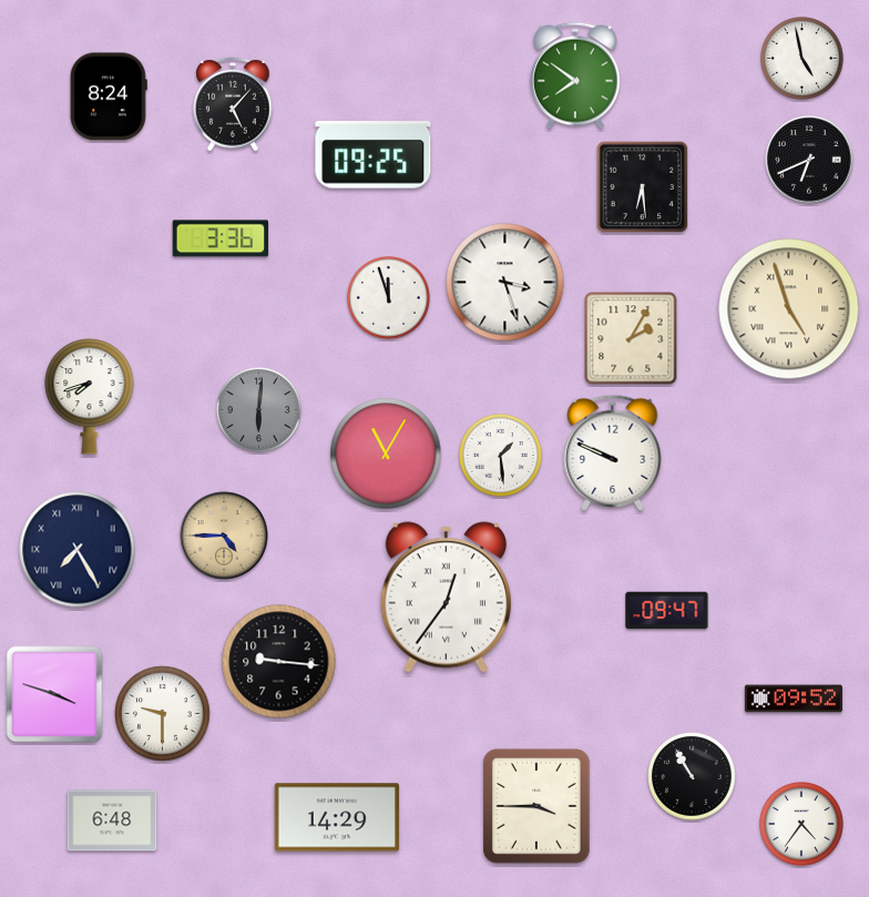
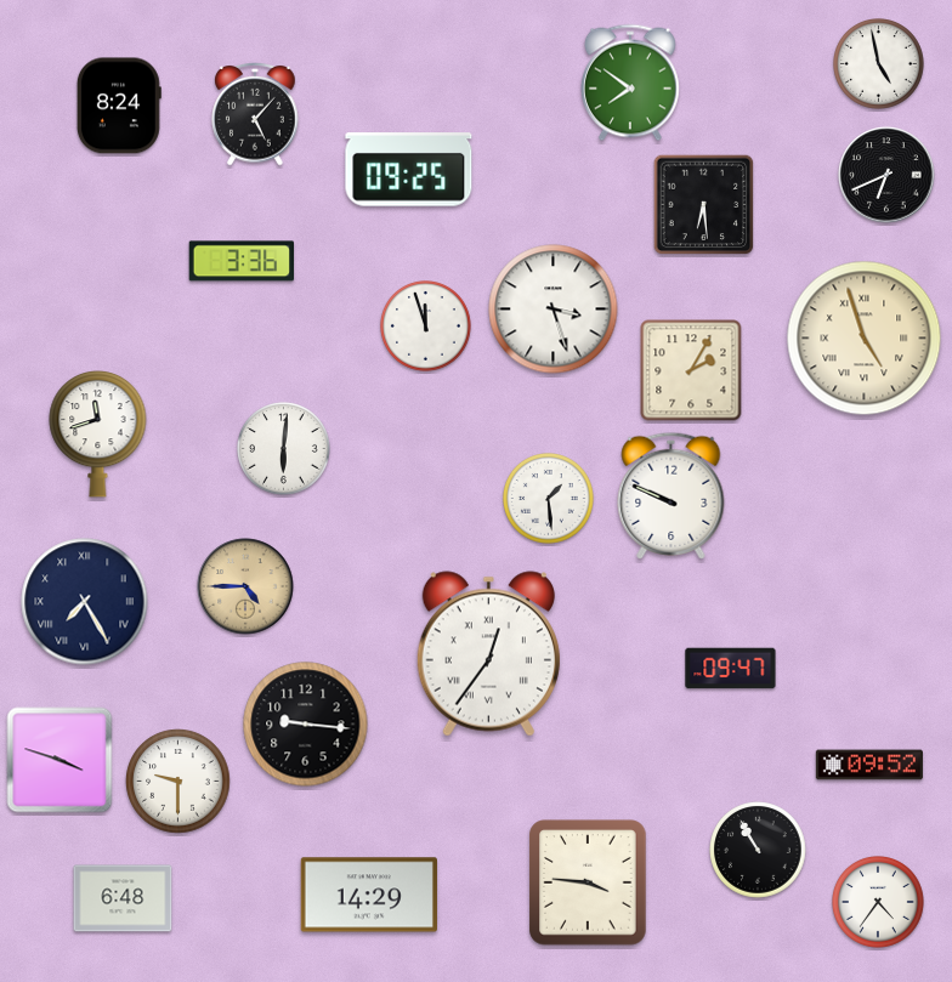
clock at (90, 397): 7:42 -> 11:42
clock at (259, 410) dial: grey -> white
clock at (386, 453): 11:05 -> none
clock at (536, 806): 3:45 -> 3:46
